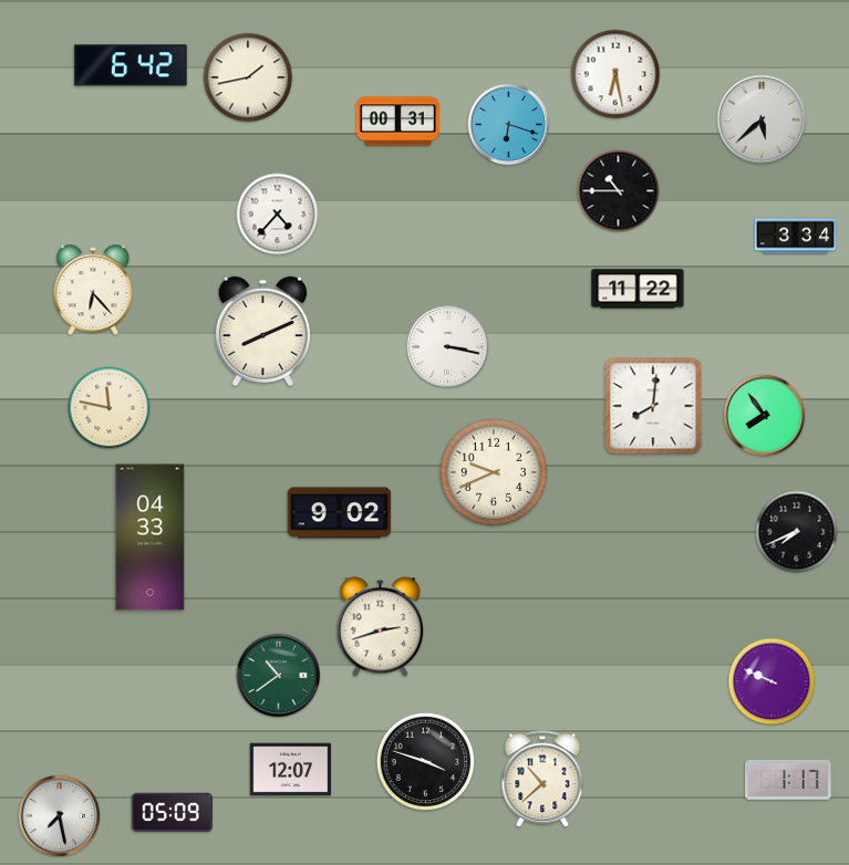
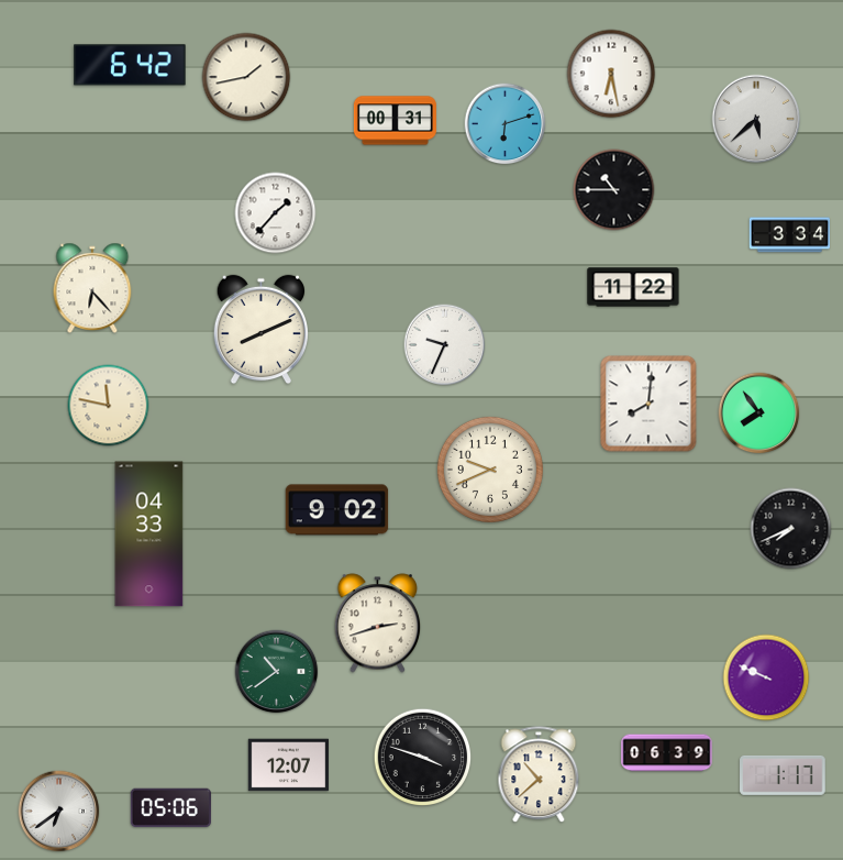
clock at (509, 125): 6:18 -> 6:12
clock at (278, 215): 4:37 -> 1:37
clock at (448, 347): 3:17 -> 9:34
clock at (667, 753): none -> 06:39
clock at (172, 812): 05:09 -> 05:06
clock at (60, 816): 7:28 -> 6:39
